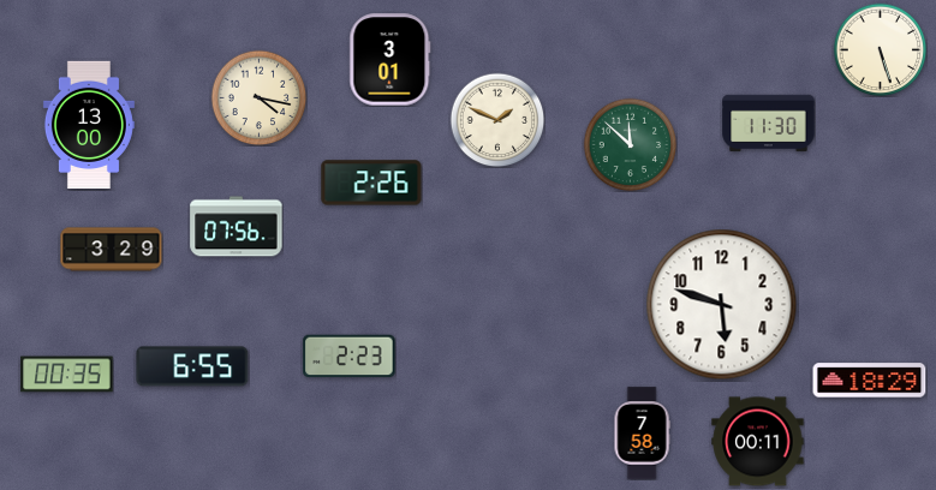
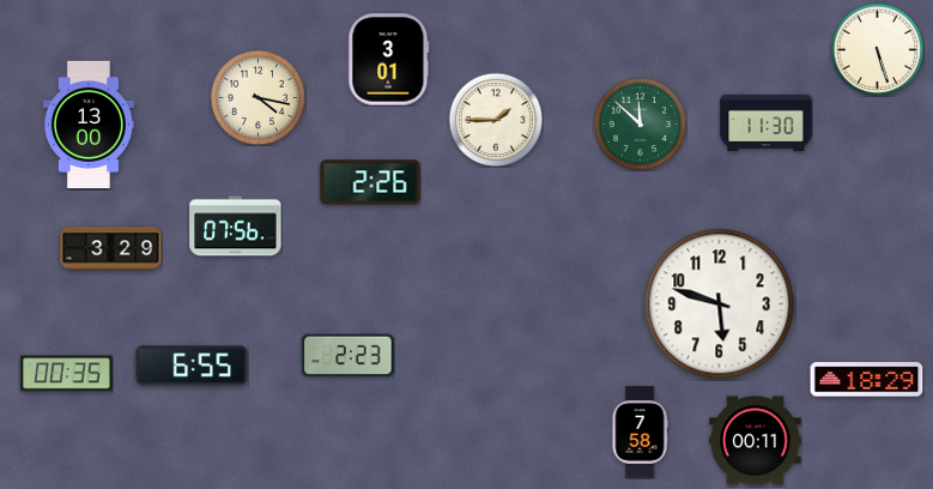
clock at (497, 120): 1:49 -> 1:45
clock at (630, 144) position: (630, 144) -> (640, 123)
